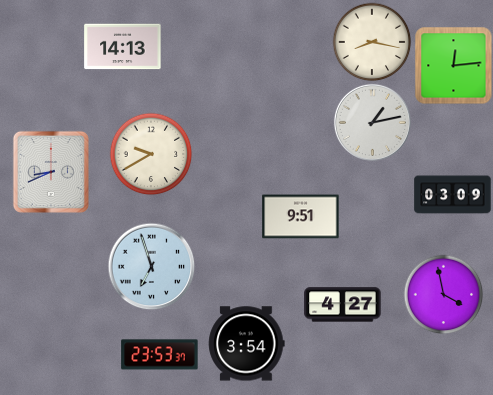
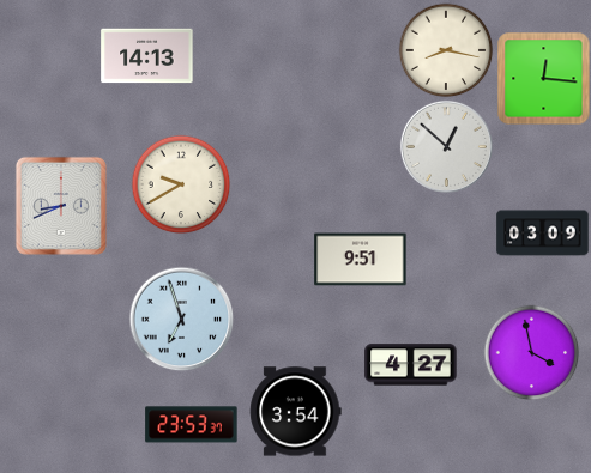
clock at (453, 65): 12:14 -> 12:16
clock at (372, 122): 1:13 -> 12:52
